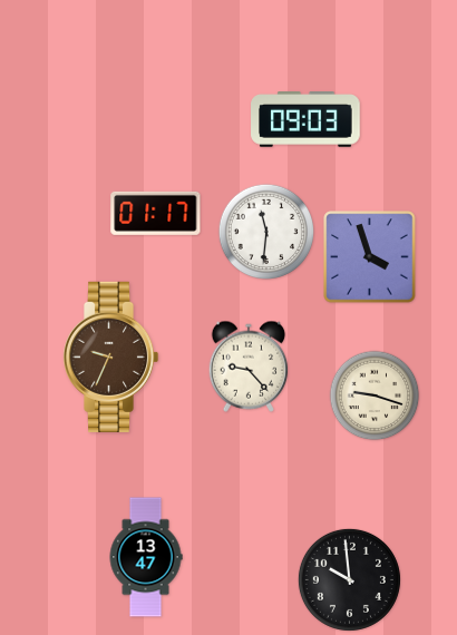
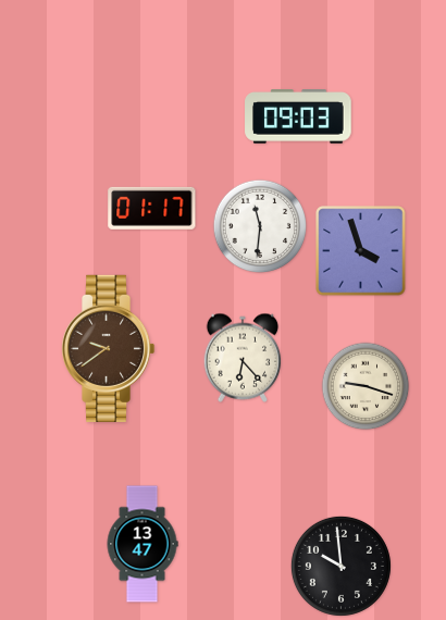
clock at (110, 356): 9:34 -> 9:39
clock at (249, 367): 9:23 -> 6:23
